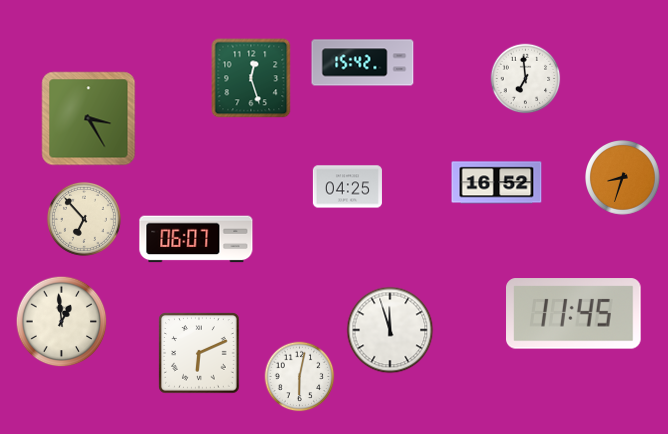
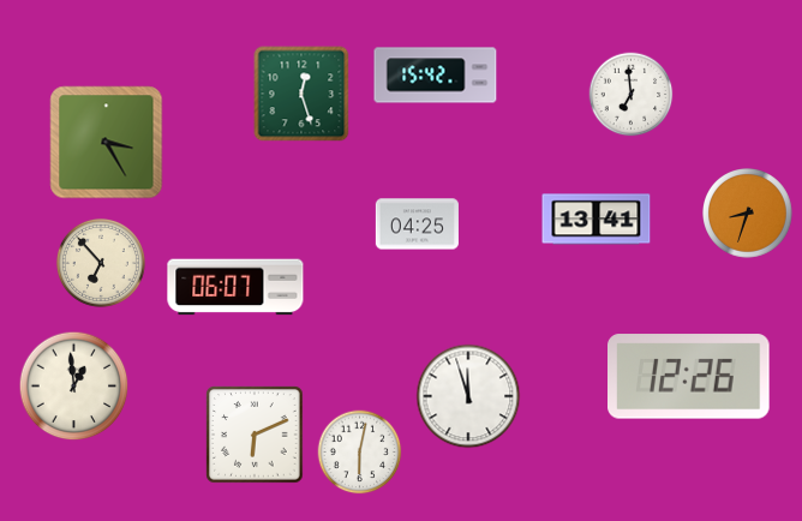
clock at (497, 183): 16:52 -> 13:41
clock at (574, 314): 11:45 -> 12:26
clock at (199, 353) position: (199, 353) -> (255, 435)
